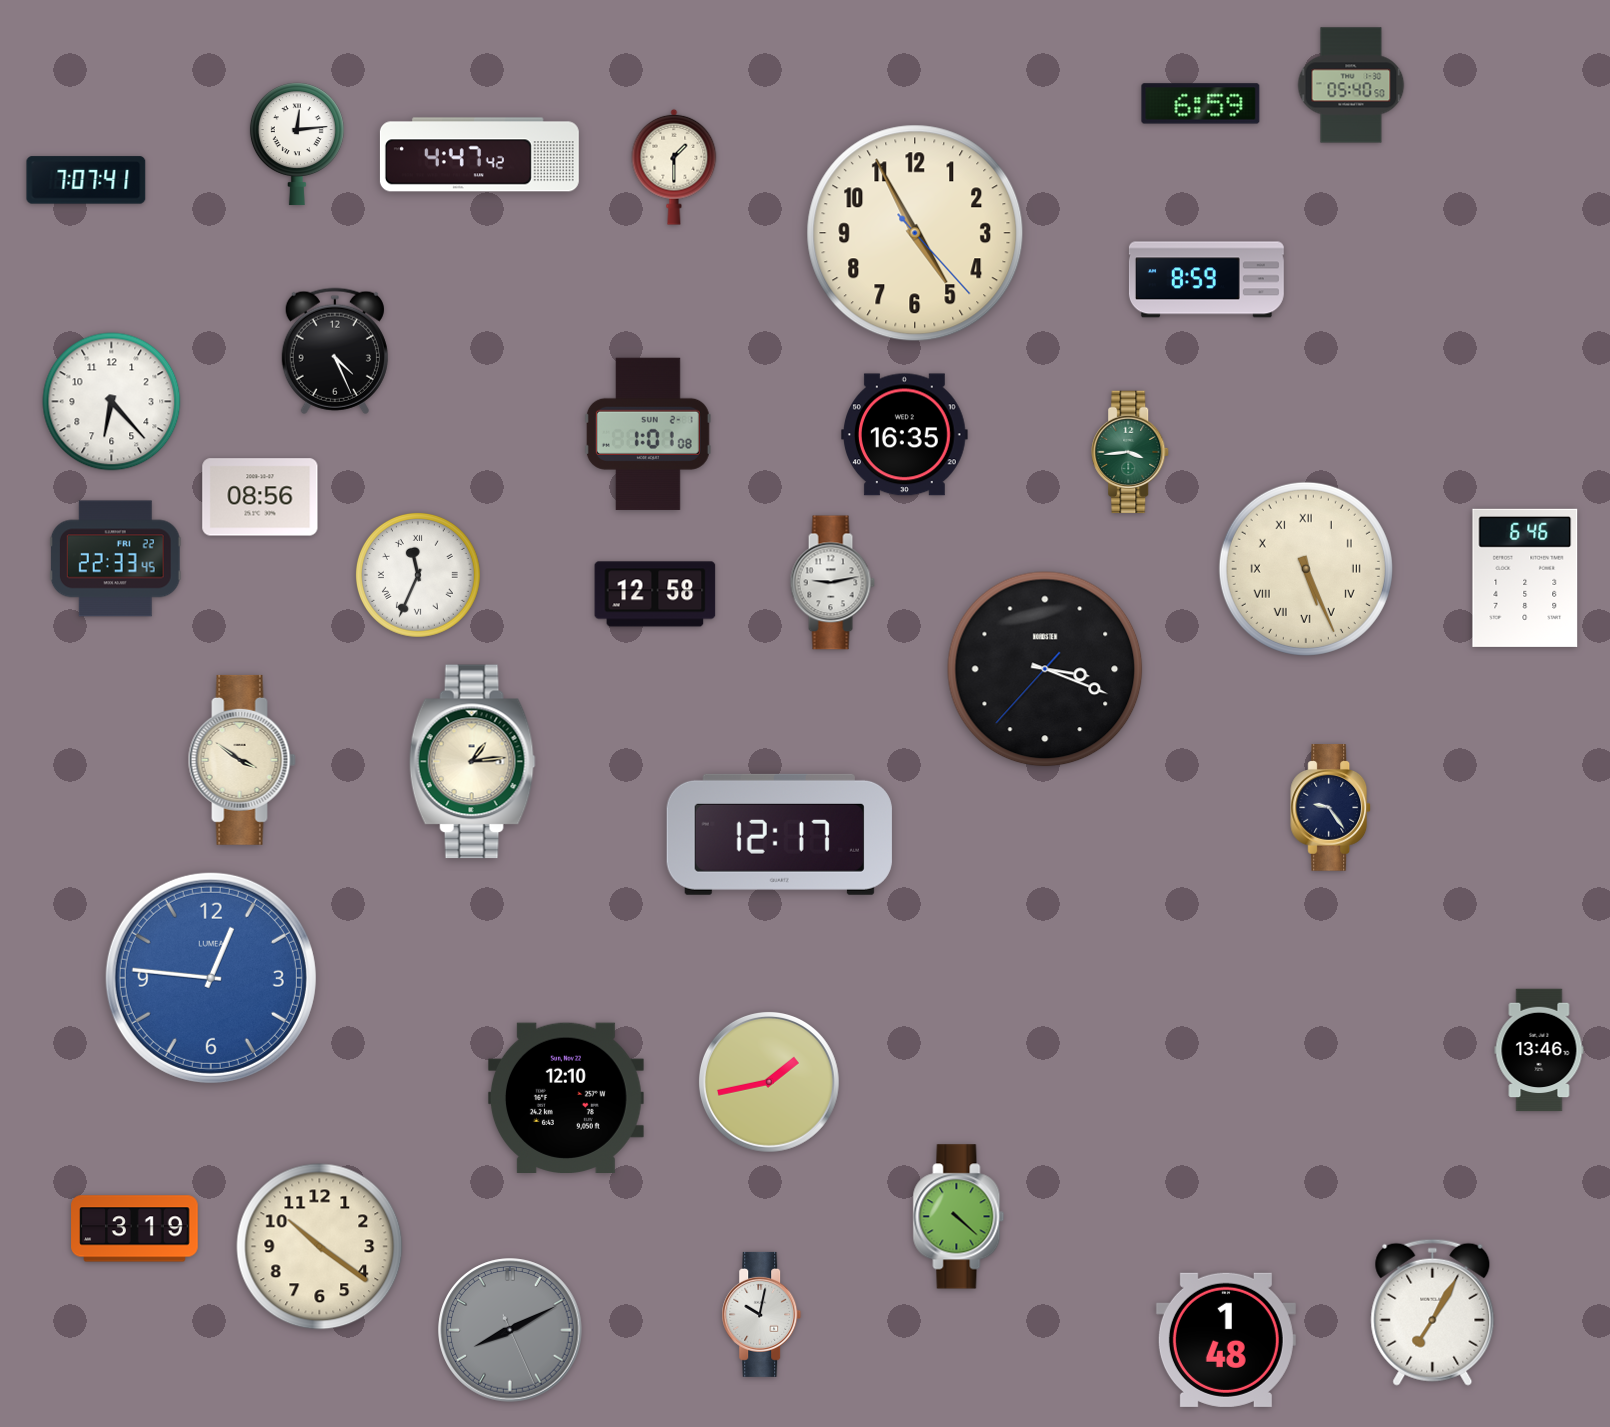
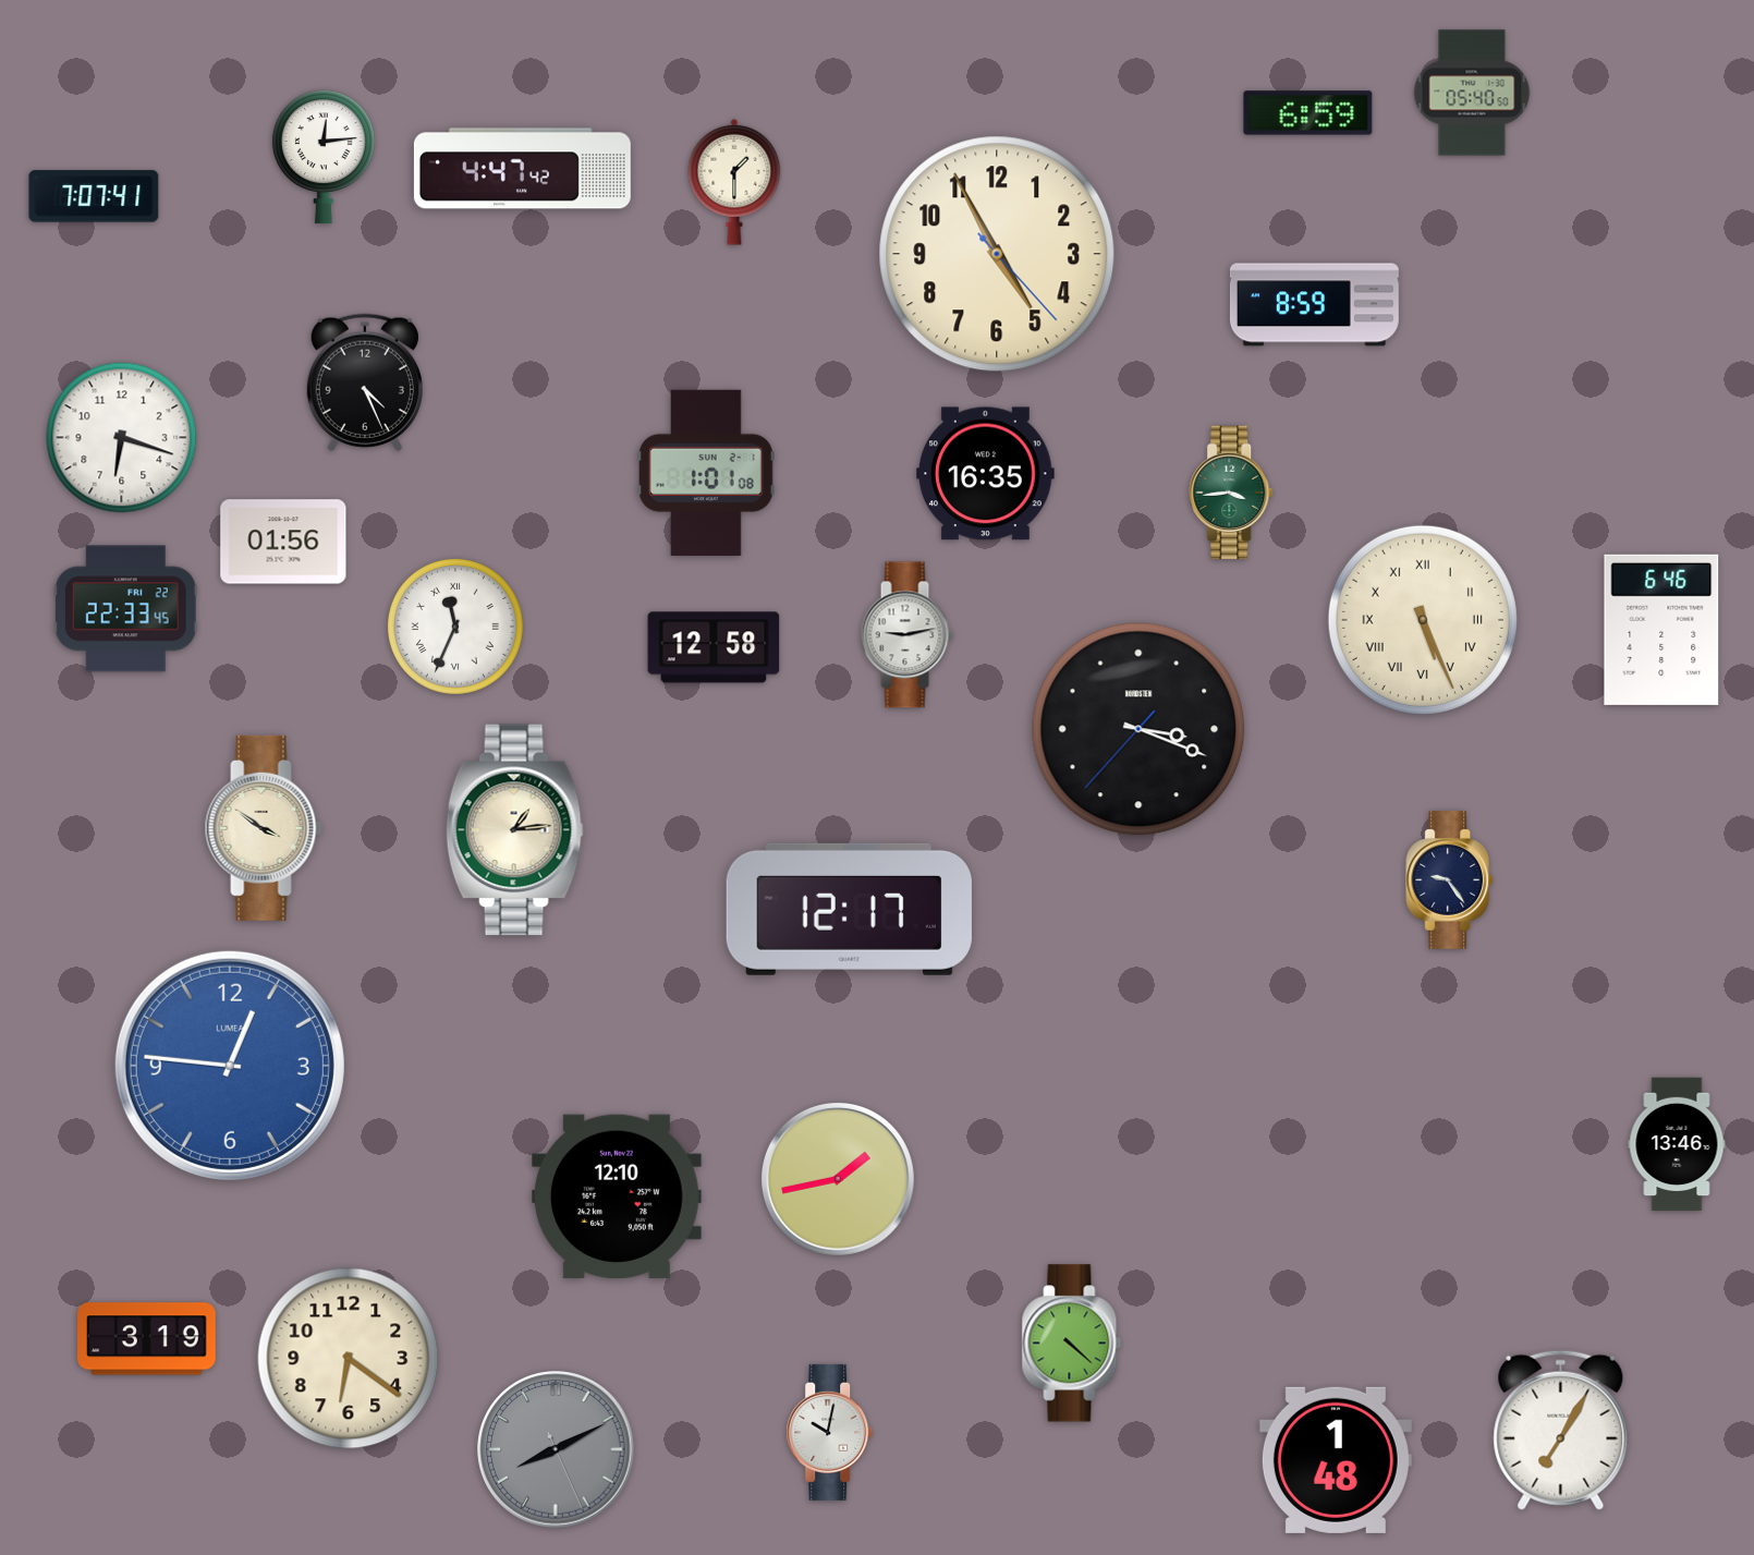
clock at (112, 402): 6:23 -> 6:18
clock at (260, 497): 08:56 -> 01:56
clock at (959, 1217) position: (959, 1217) -> (1072, 1344)
clock at (320, 1247): 10:21 -> 6:21
